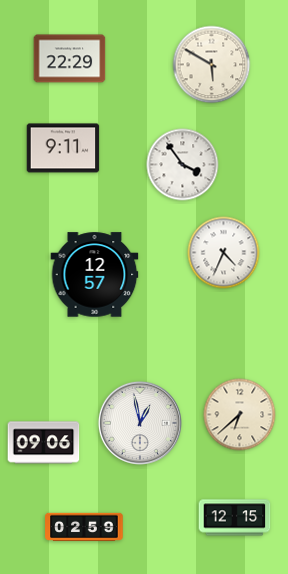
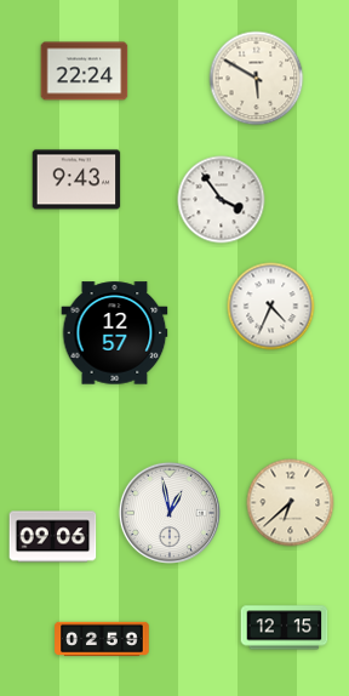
clock at (70, 59): 22:29 -> 22:24
clock at (63, 148): 9:11 -> 9:43
